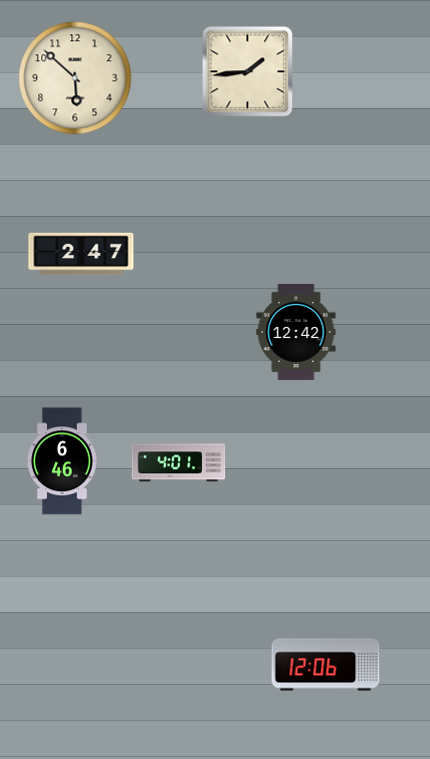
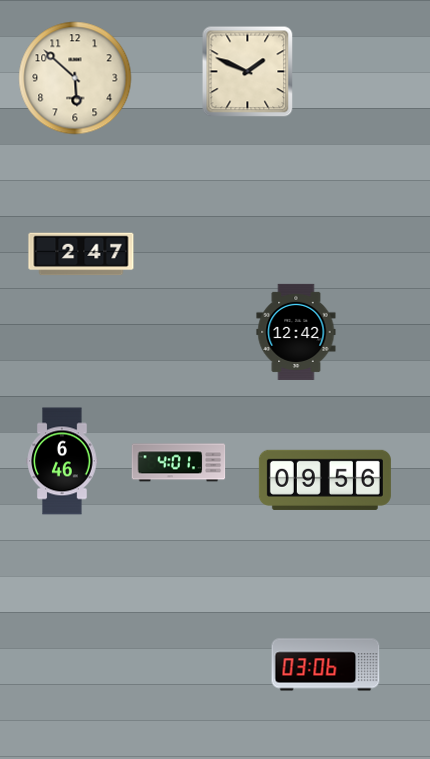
clock at (248, 72): 1:44 -> 1:49
clock at (325, 480): none -> 09:56
clock at (326, 665): 12:06 -> 03:06
